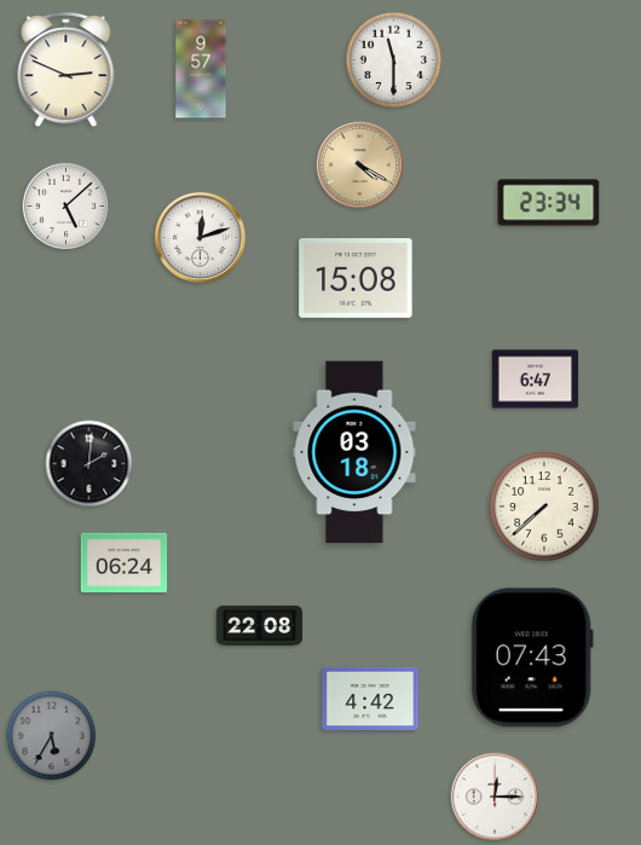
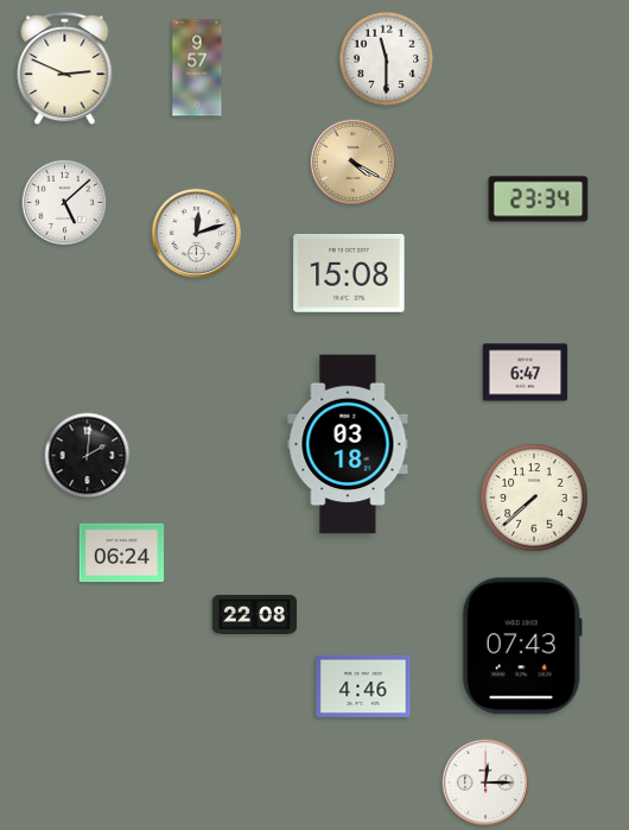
clock at (370, 699): 4:42 -> 4:46
clock at (52, 736): 5:35 -> none
